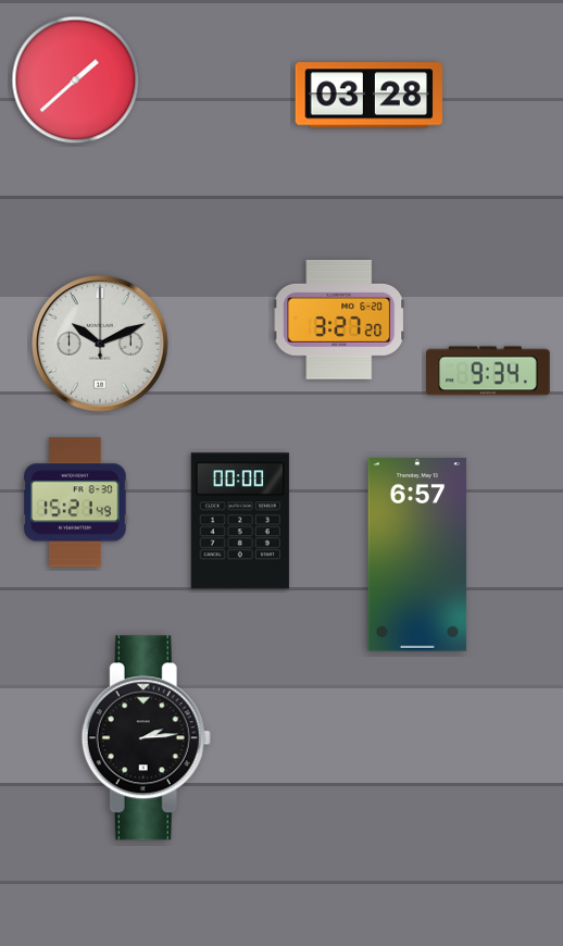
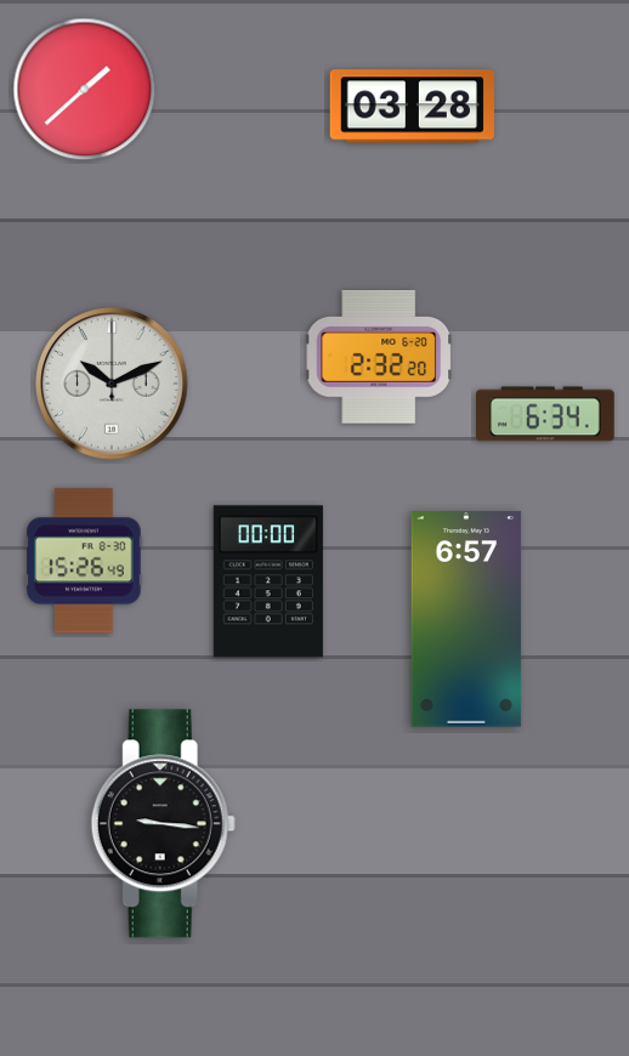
clock at (339, 320): 3:27 -> 2:32
clock at (488, 371): 9:34 -> 6:34
clock at (75, 502): 15:21 -> 15:26
clock at (146, 738): 2:14 -> 9:16
